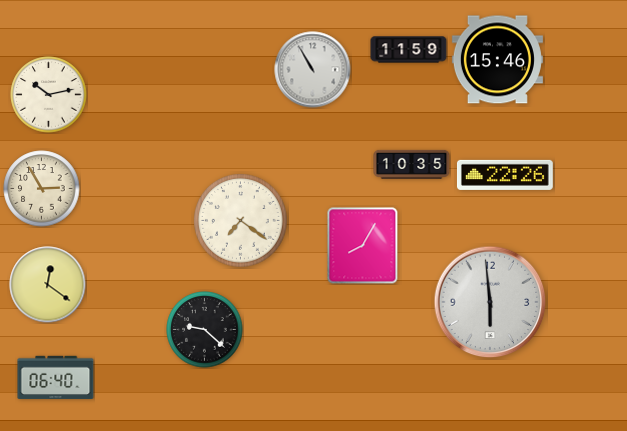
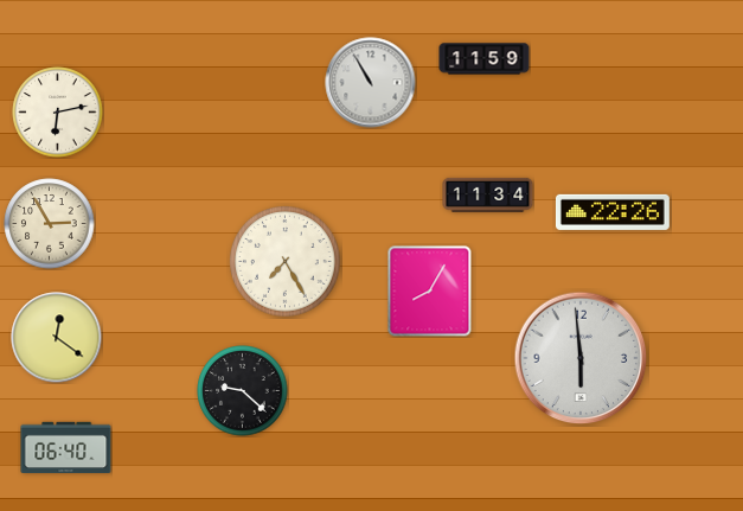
clock at (497, 60): 15:46 -> none
clock at (49, 95): 10:13 -> 6:13
clock at (412, 164): 10:35 -> 11:34
clock at (505, 175) position: (505, 175) -> (613, 212)
clock at (241, 221): 7:21 -> 7:25
